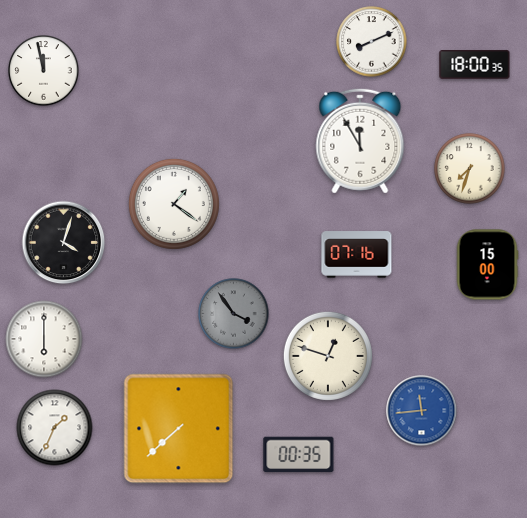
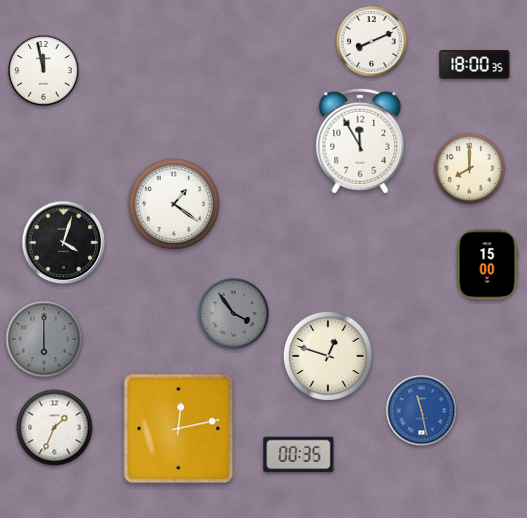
clock at (470, 169): 7:33 -> 8:00
clock at (357, 255): 07:16 -> none
clock at (44, 339) dial: white -> grey
clock at (422, 411): 11:44 -> 11:28
clock at (179, 429): 7:38 -> 12:13
